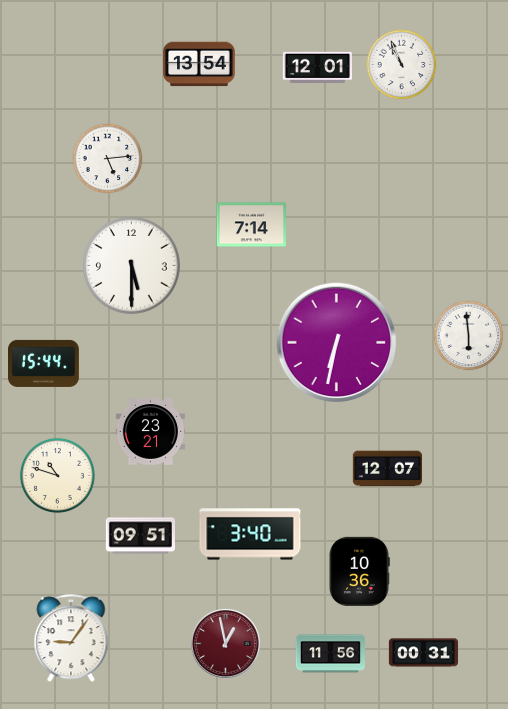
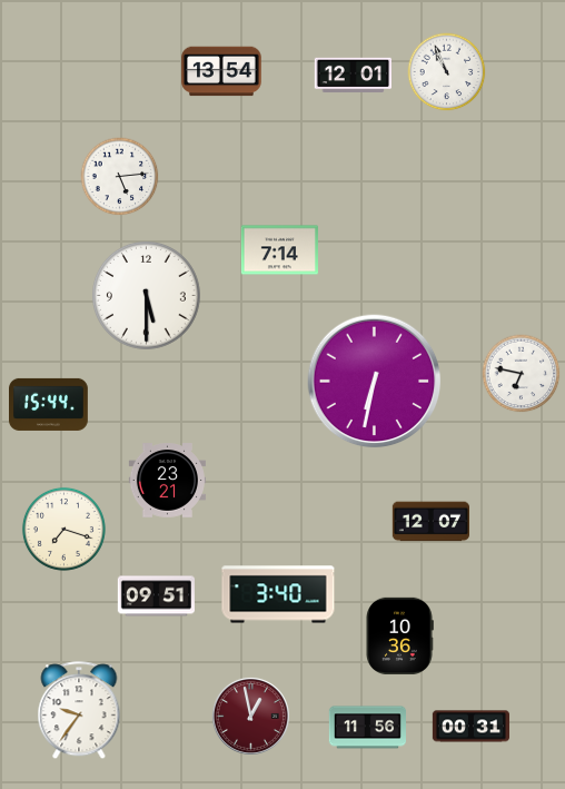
clock at (469, 336): 5:59 -> 6:47
clock at (57, 475): 10:48 -> 7:18
clock at (71, 639): 9:06 -> 9:36
